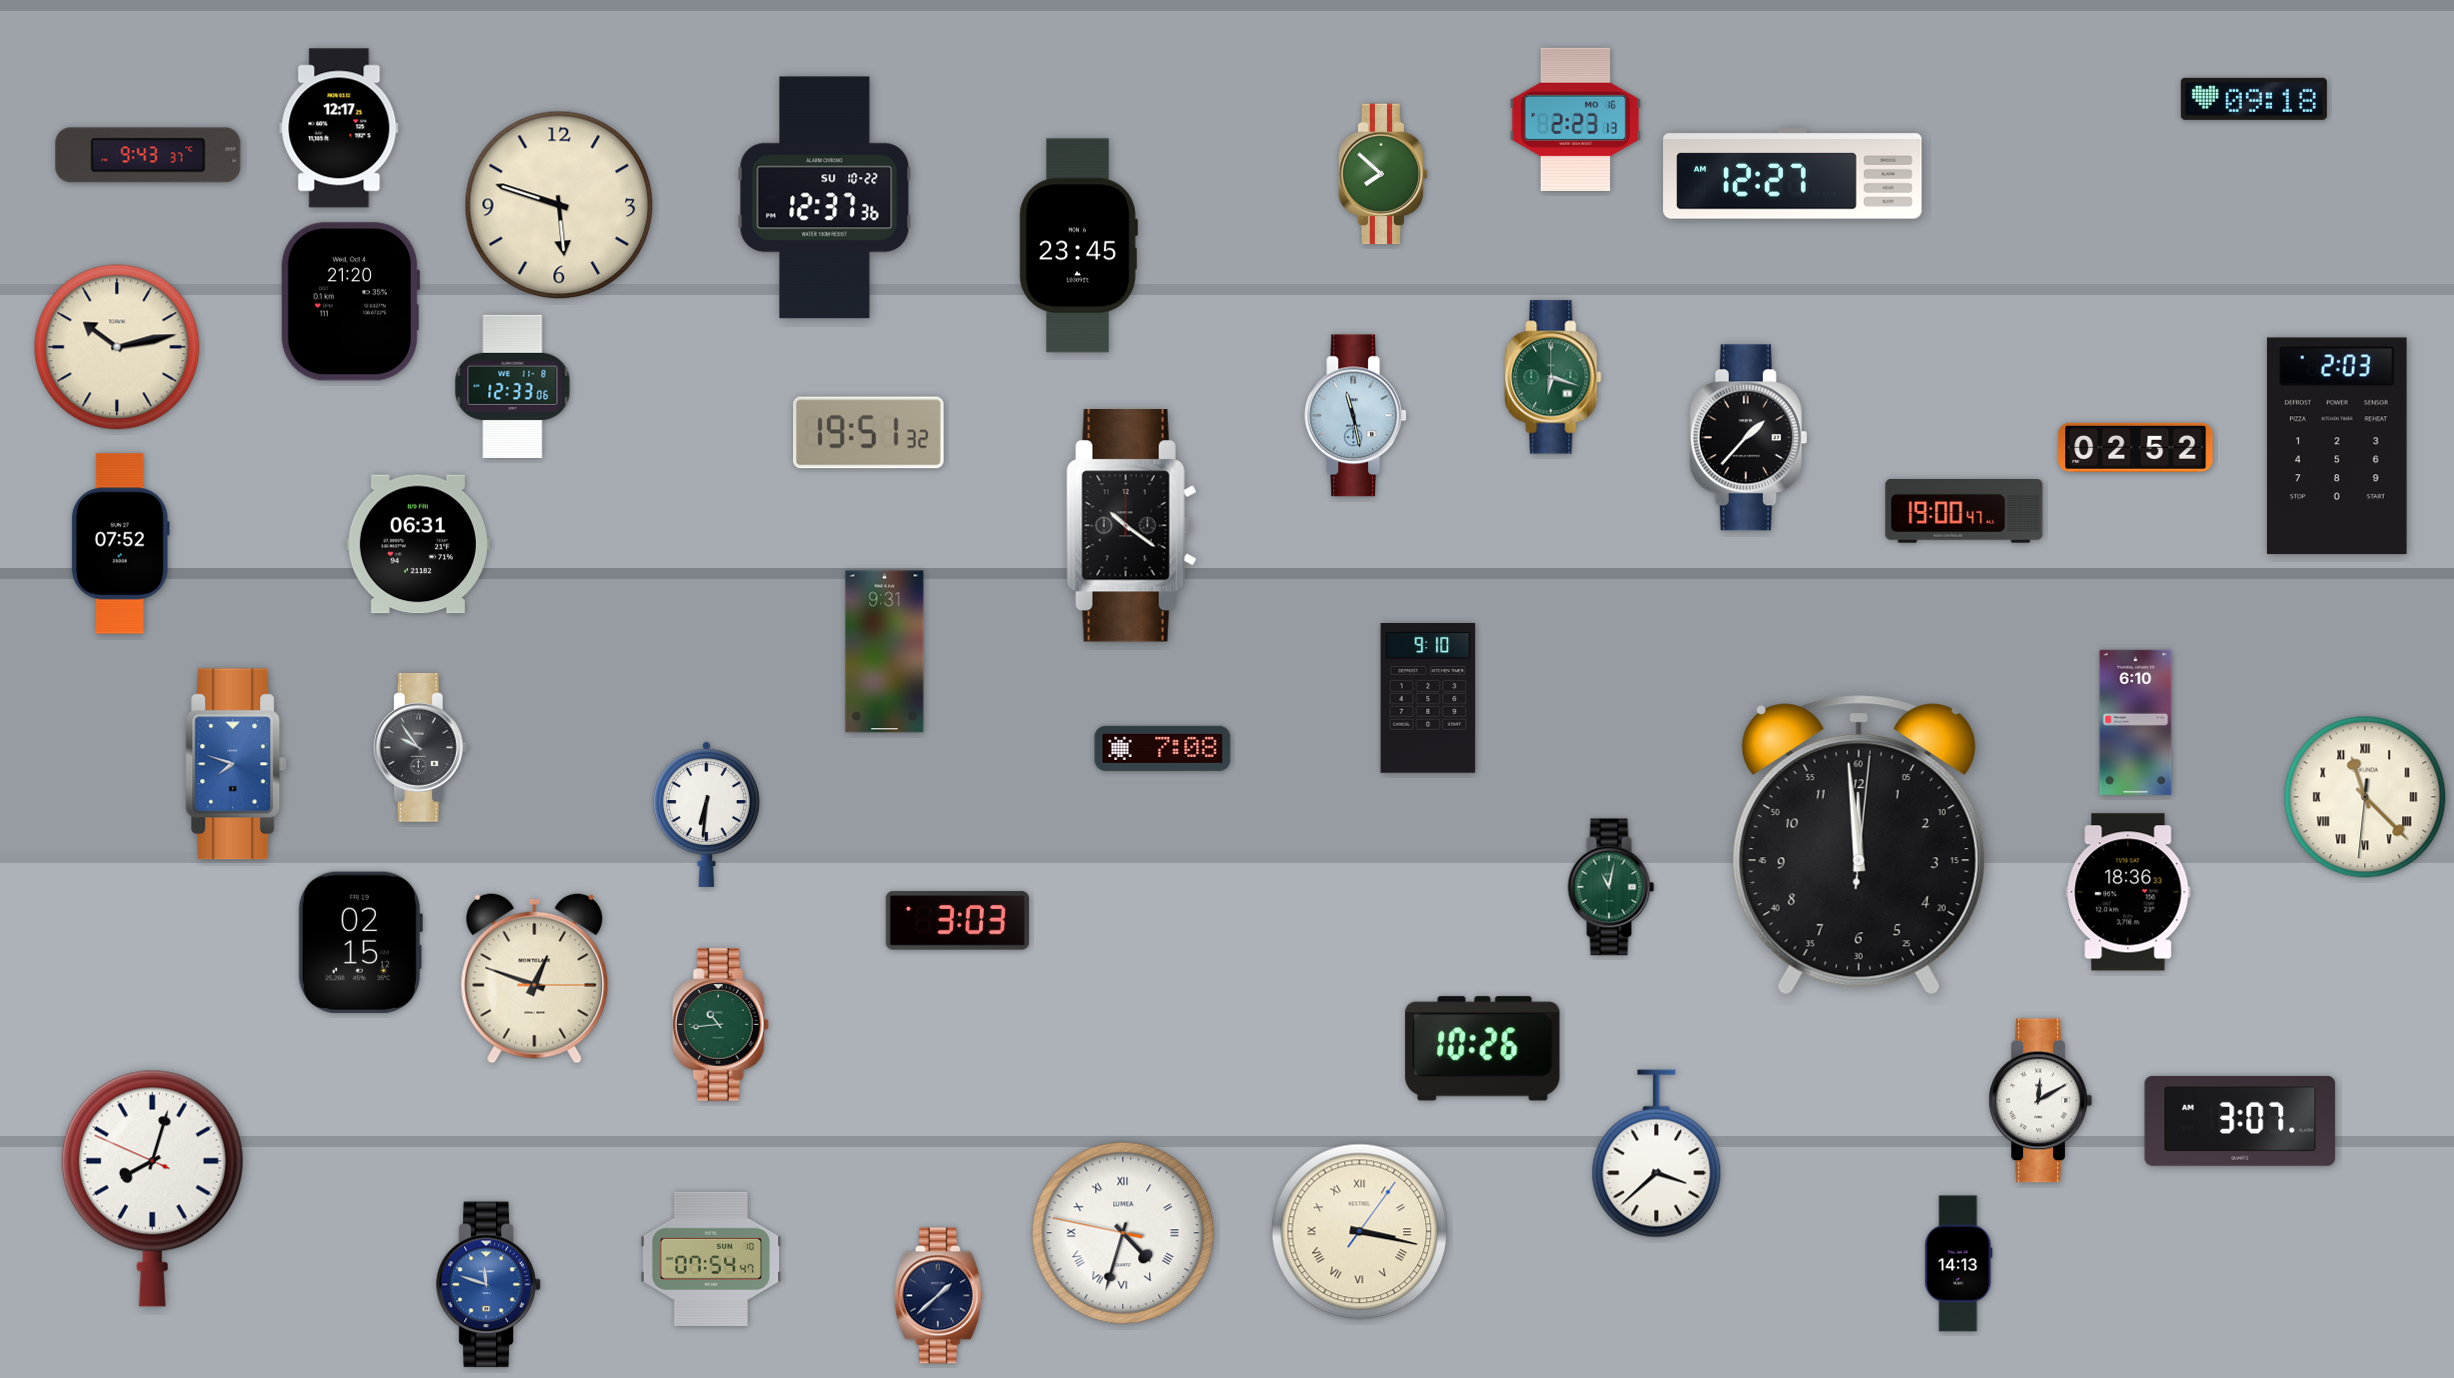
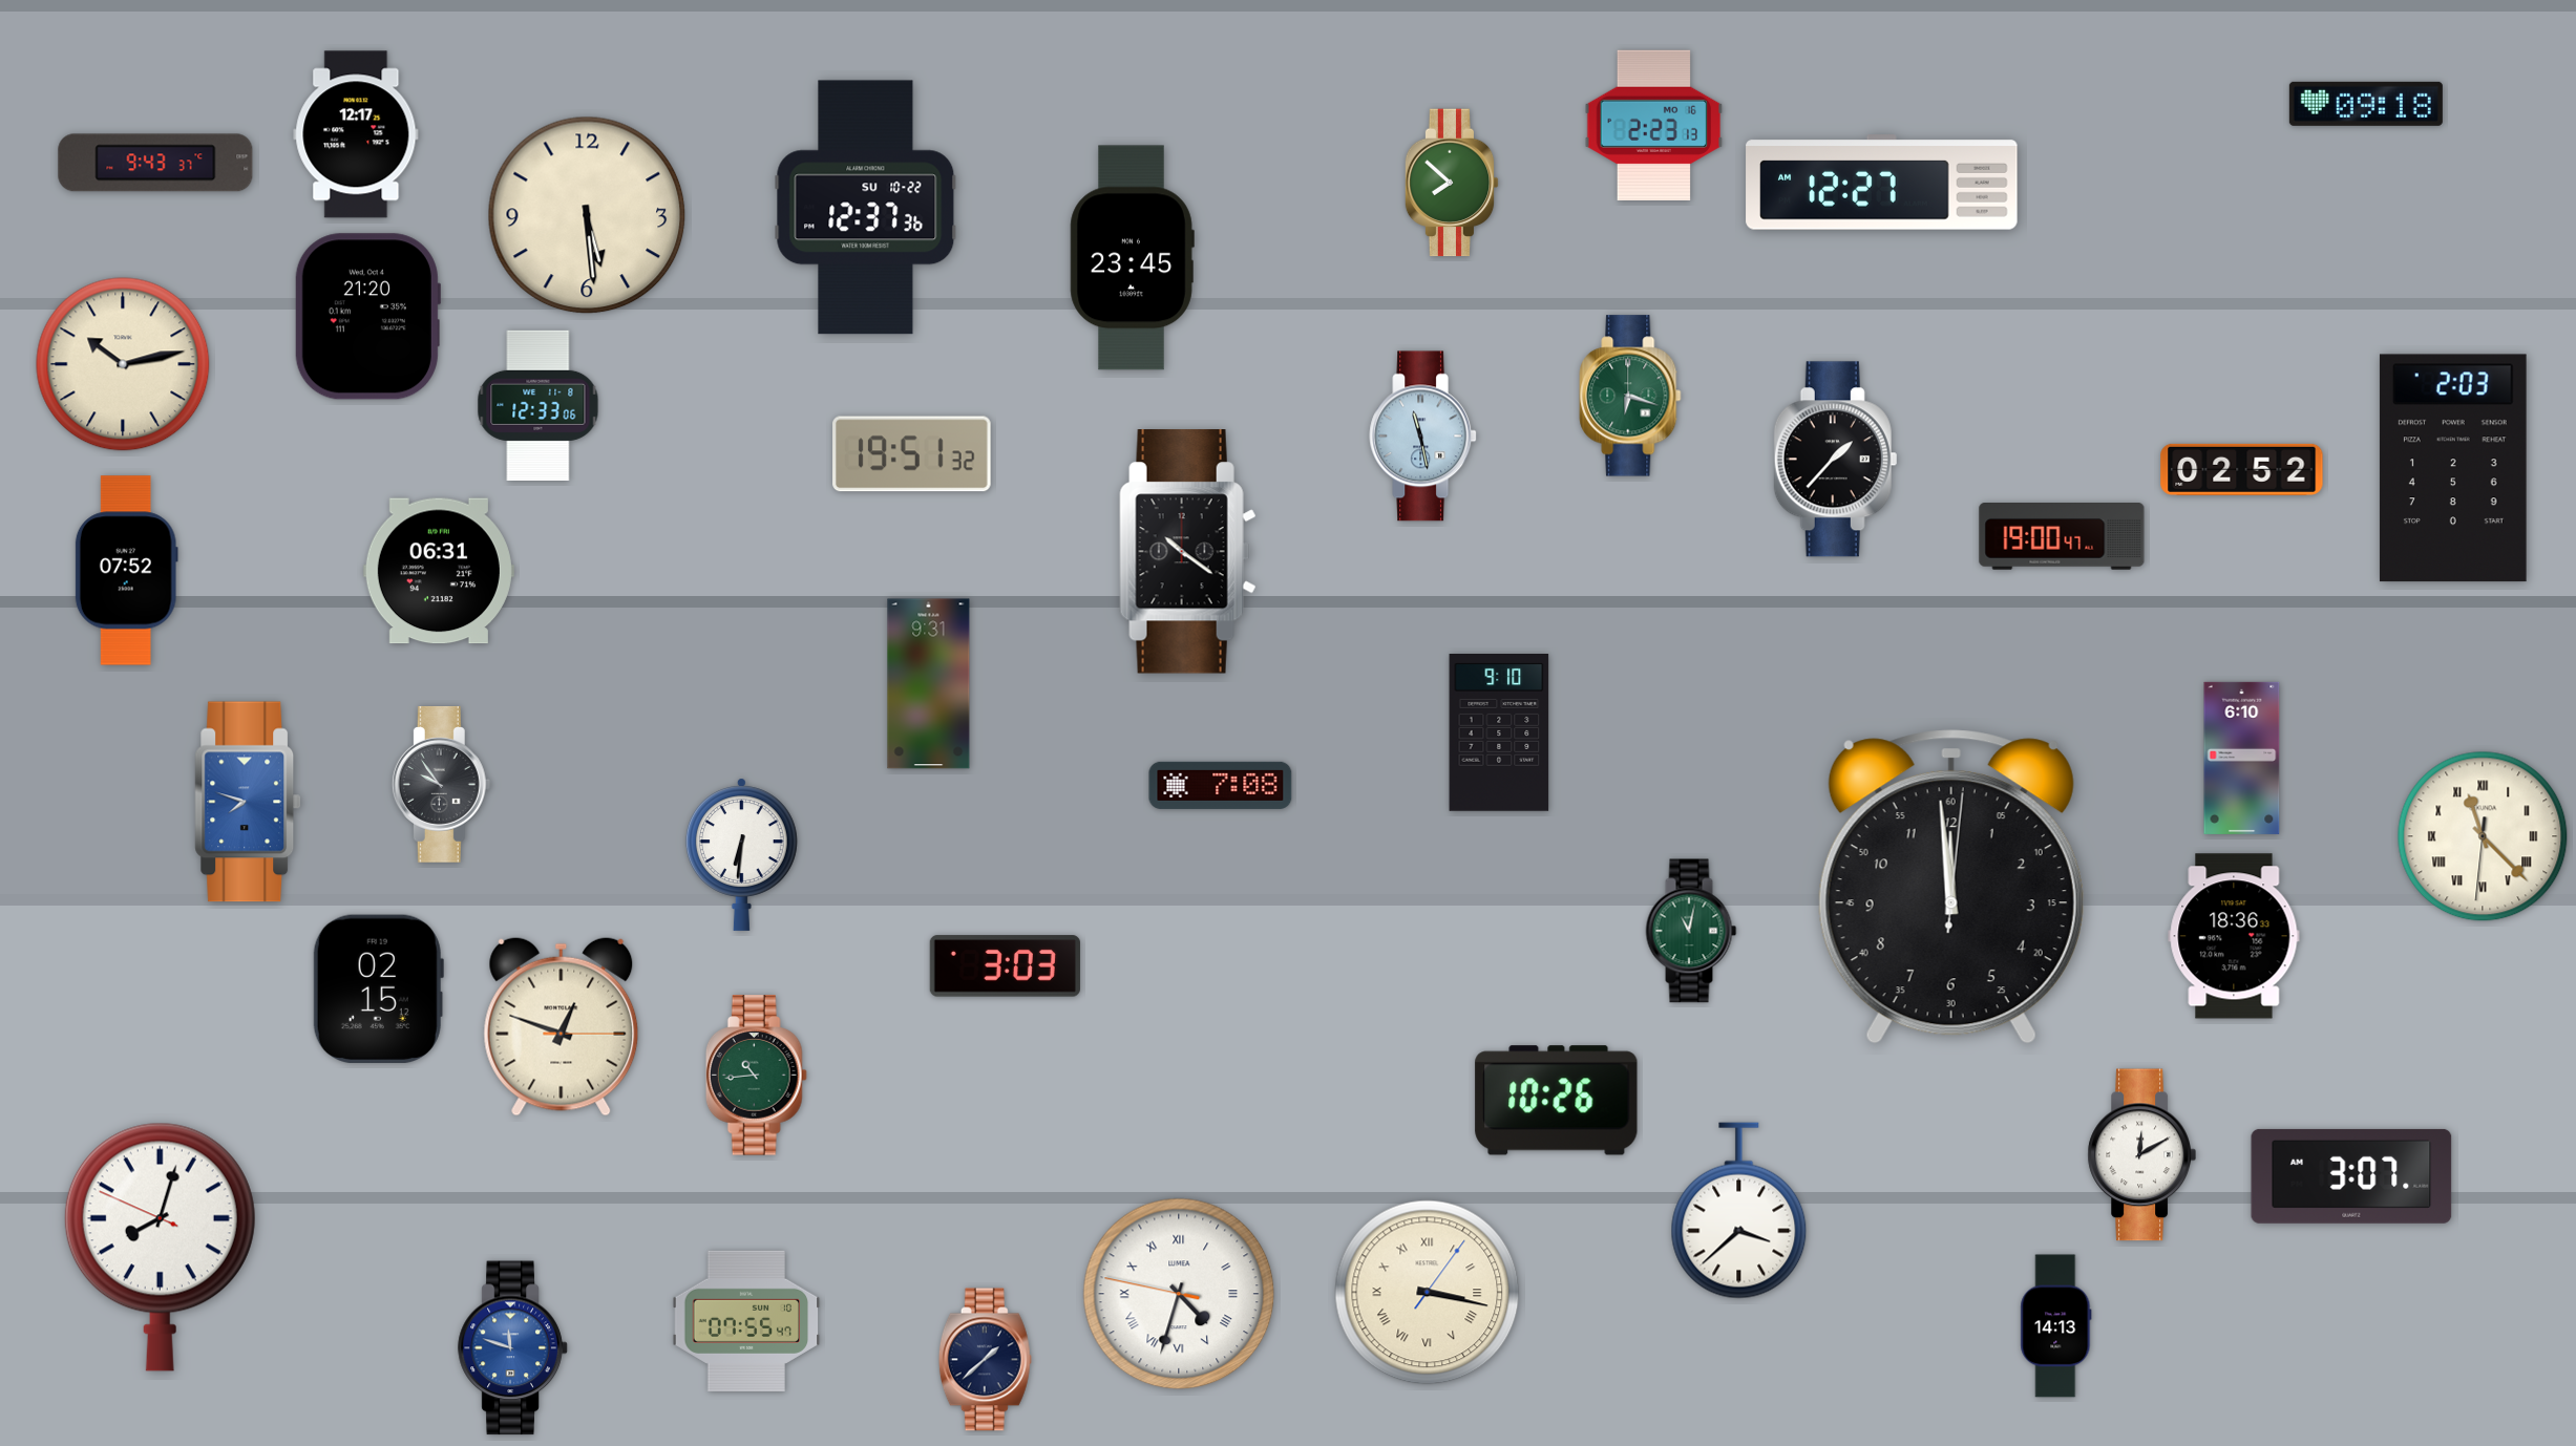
clock at (559, 205): 5:48 -> 5:29
clock at (711, 1259): 07:54 -> 07:55
